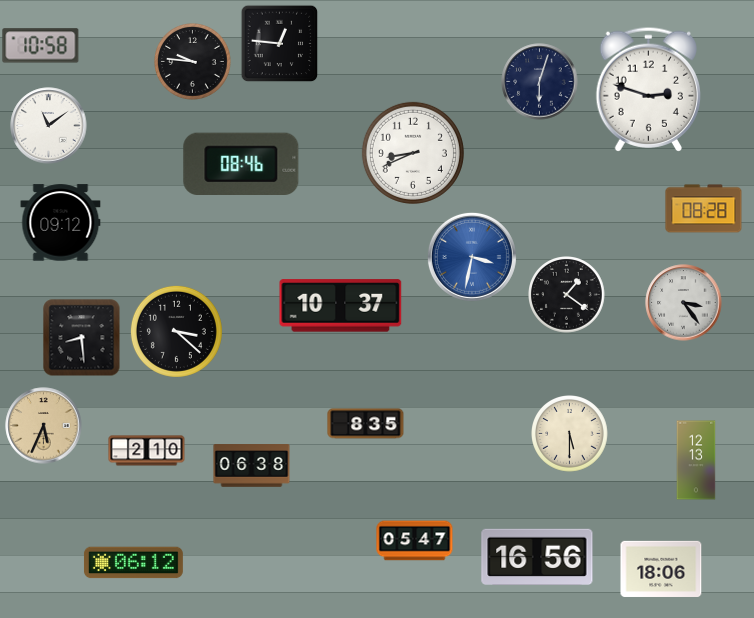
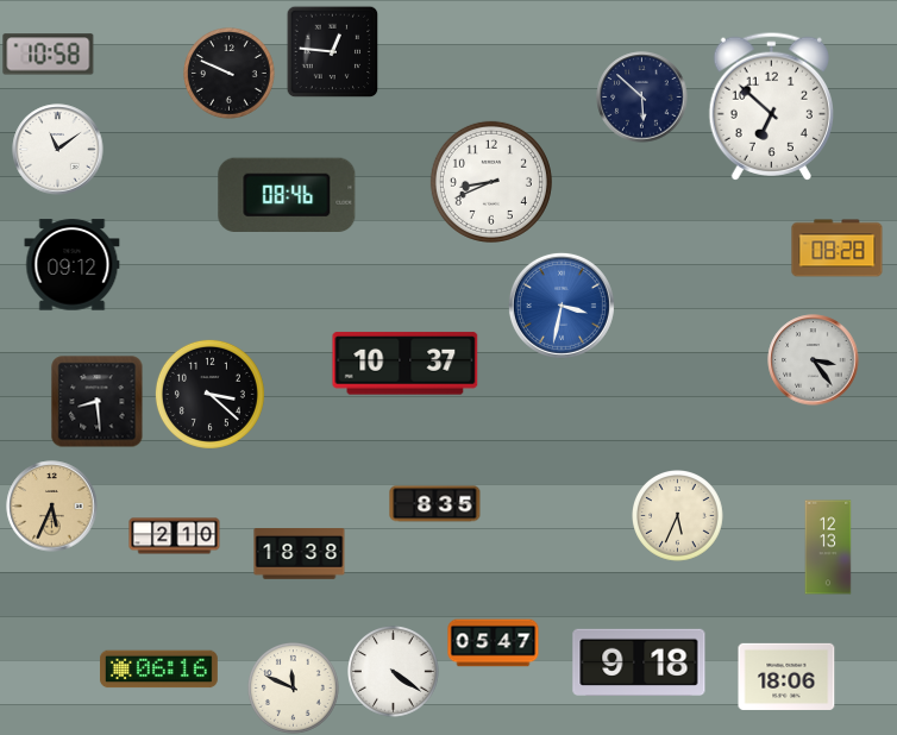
clock at (193, 62): 9:46 -> 9:49
clock at (540, 82): 6:03 -> 5:52
clock at (648, 89): 2:48 -> 6:52
clock at (567, 295): 1:21 -> none
clock at (570, 434): 5:30 -> 5:34
clock at (252, 466): 06:38 -> 18:38
clock at (537, 556): 16:56 -> 9:18
clock at (133, 563): 06:12 -> 06:16
clock at (394, 672): none -> 4:21
clock at (294, 689): none -> 11:49
